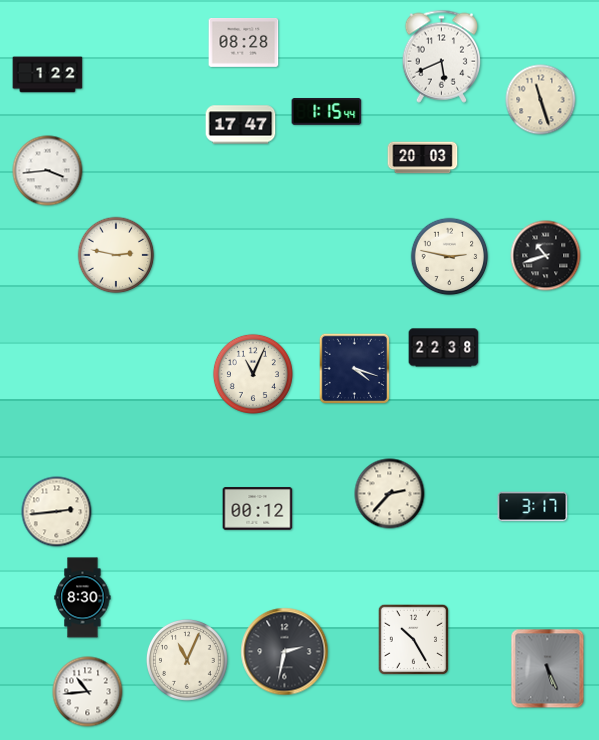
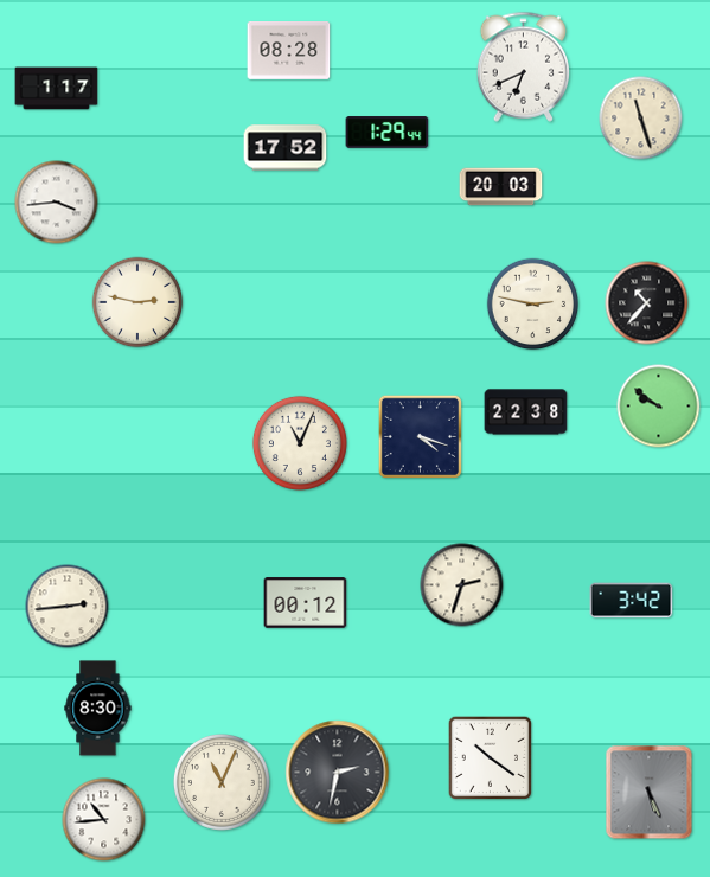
clock at (442, 56): 5:41 -> 6:41
clock at (48, 75): 1:22 -> 1:17
clock at (327, 112): 1:15 -> 1:29
clock at (241, 125): 17:47 -> 17:52
clock at (546, 256): 10:42 -> 10:37
clock at (659, 407): none -> 9:51
clock at (390, 494): 2:37 -> 2:33
clock at (533, 507): 3:17 -> 3:42
clock at (413, 639): 10:25 -> 10:21
